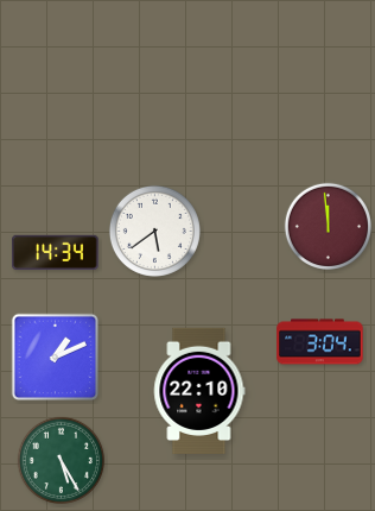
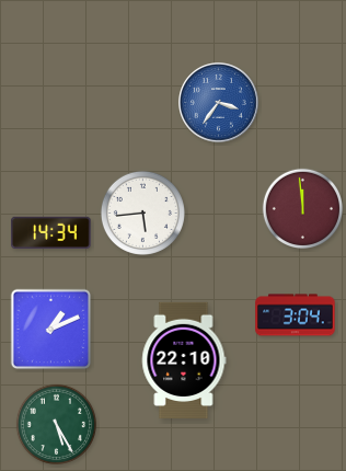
clock at (219, 103): none -> 3:36
clock at (154, 231): 5:39 -> 5:44
